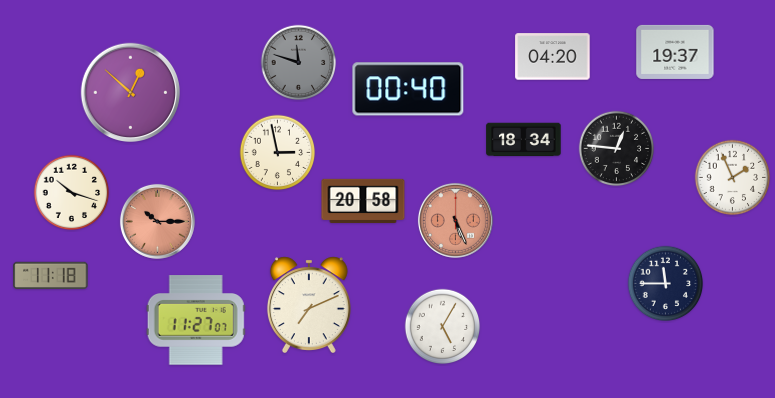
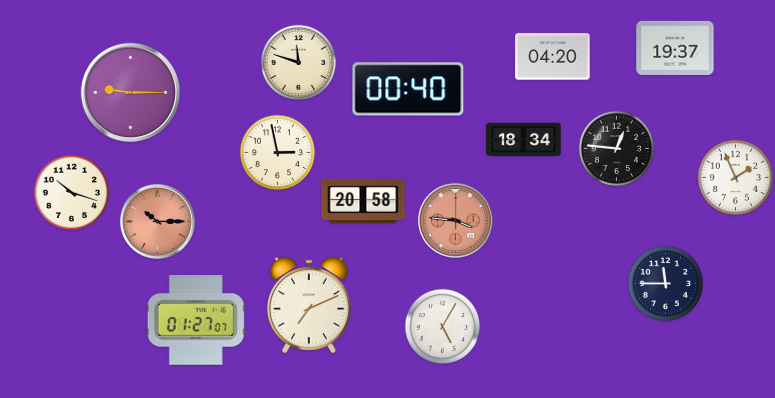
clock at (675, 52) position: (675, 52) -> (675, 48)
clock at (299, 63) dial: grey -> cream
clock at (130, 92): 12:52 -> 9:15
clock at (733, 178) position: (733, 178) -> (736, 178)
clock at (455, 220): 5:26 -> 3:46
clock at (51, 276): 11:18 -> none
clock at (196, 320): 11:27 -> 01:27
